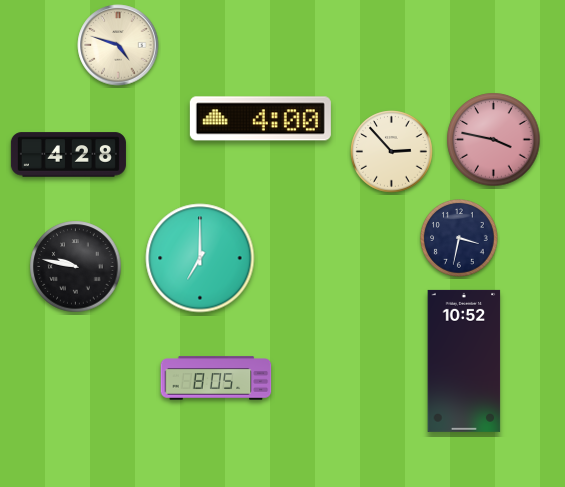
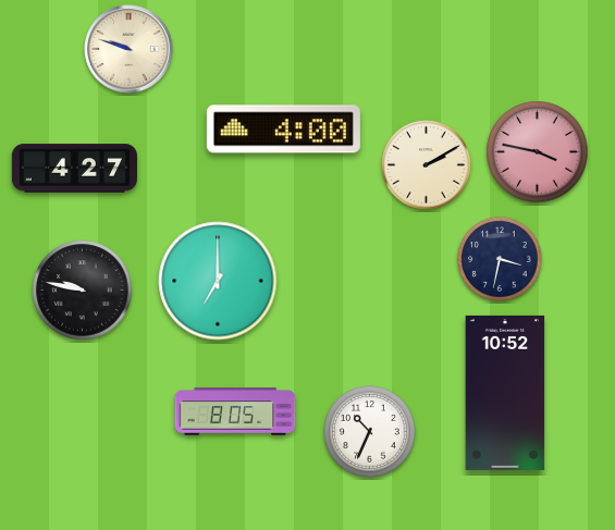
clock at (118, 45): 4:48 -> 9:48
clock at (392, 152): 2:53 -> 2:10
clock at (68, 155): 4:28 -> 4:27
clock at (370, 432): none -> 10:34
